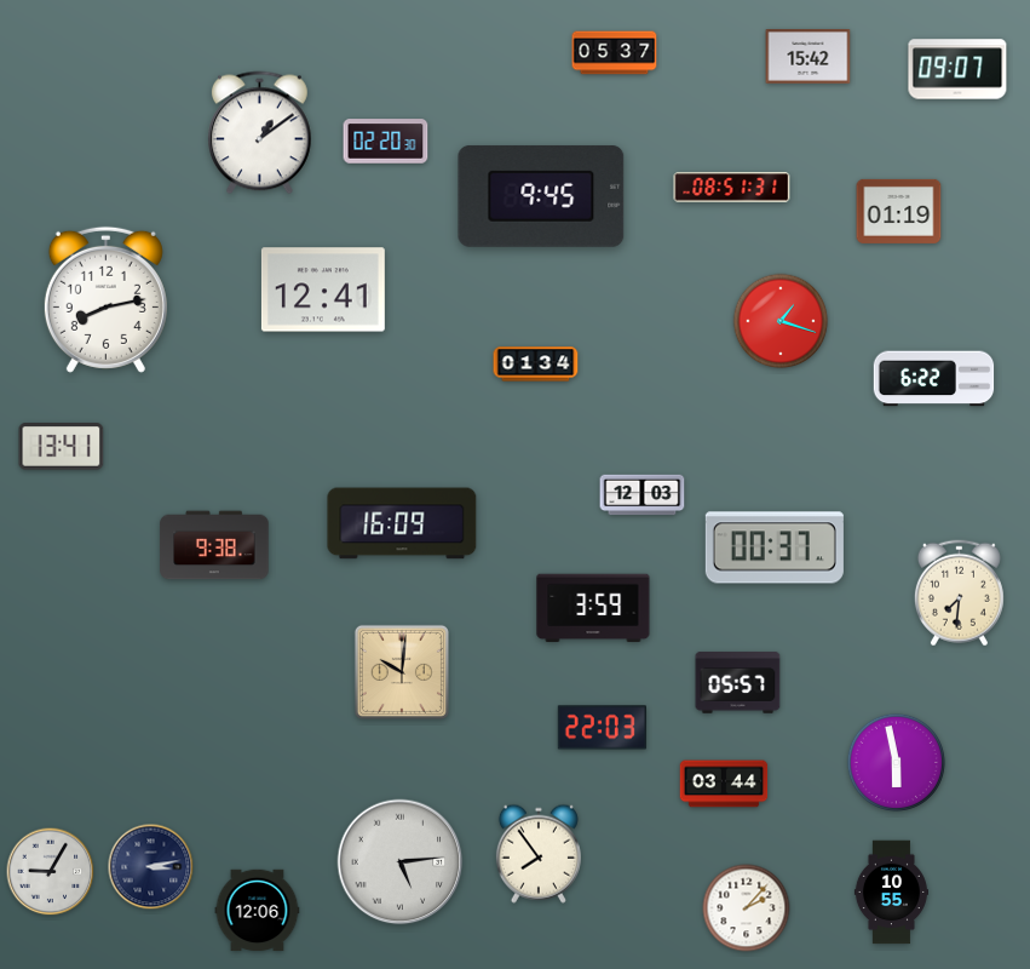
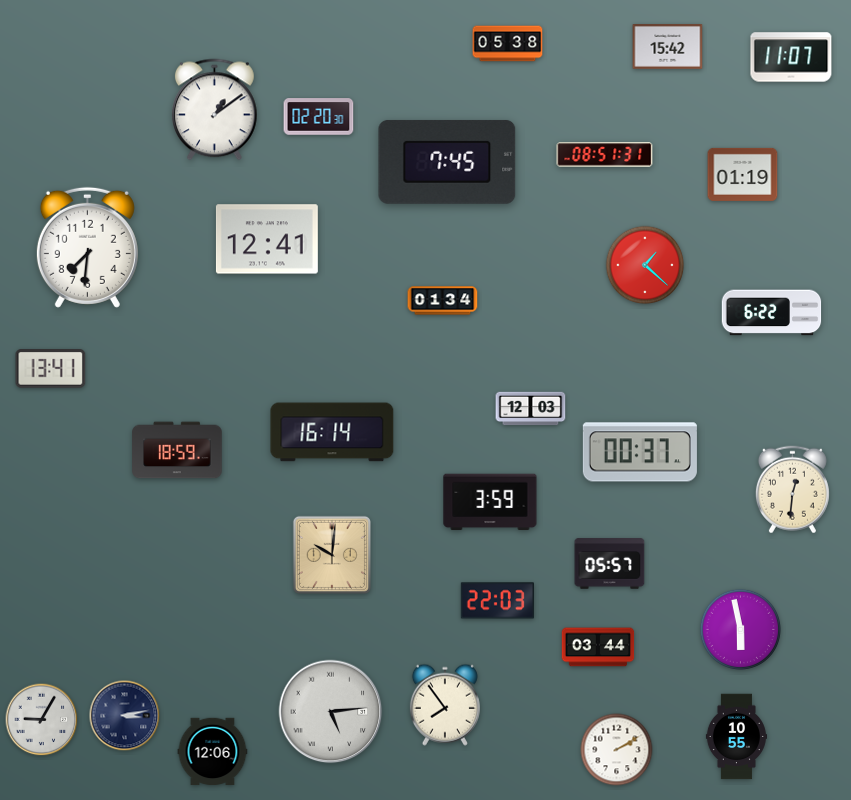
clock at (615, 53): 05:37 -> 05:38
clock at (957, 69): 09:07 -> 11:07
clock at (541, 196): 9:45 -> 7:45
clock at (105, 299): 8:13 -> 7:31
clock at (781, 321): 1:18 -> 1:22
clock at (402, 523): 16:09 -> 16:14
clock at (214, 545): 9:38 -> 18:59
clock at (959, 594): 7:31 -> 12:31
clock at (747, 908): 2:07 -> 2:10
